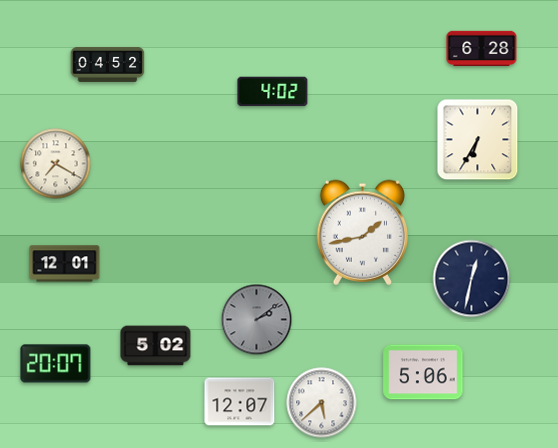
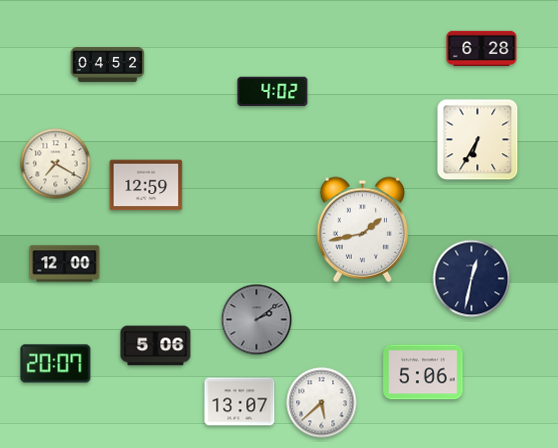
clock at (146, 185): none -> 12:59
clock at (362, 232) position: (362, 232) -> (362, 229)
clock at (65, 264): 12:01 -> 12:00
clock at (156, 346): 5:02 -> 5:06
clock at (240, 402): 12:07 -> 13:07
